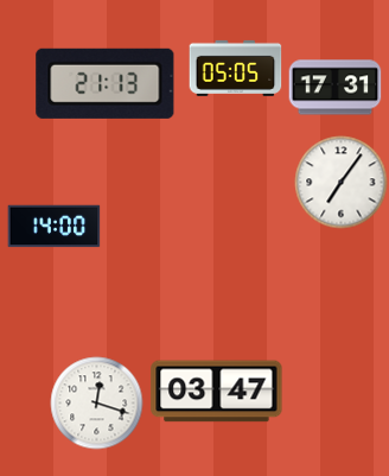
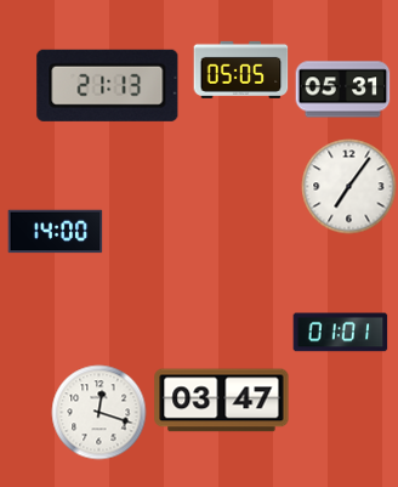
clock at (334, 88): 17:31 -> 05:31
clock at (340, 333): none -> 01:01
